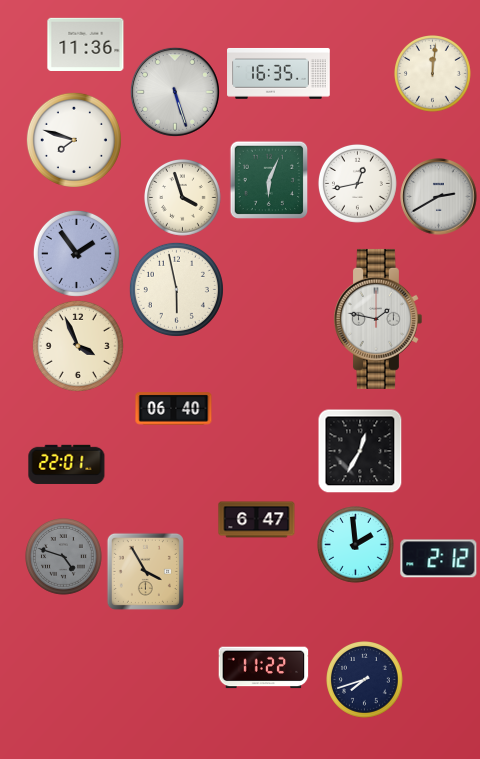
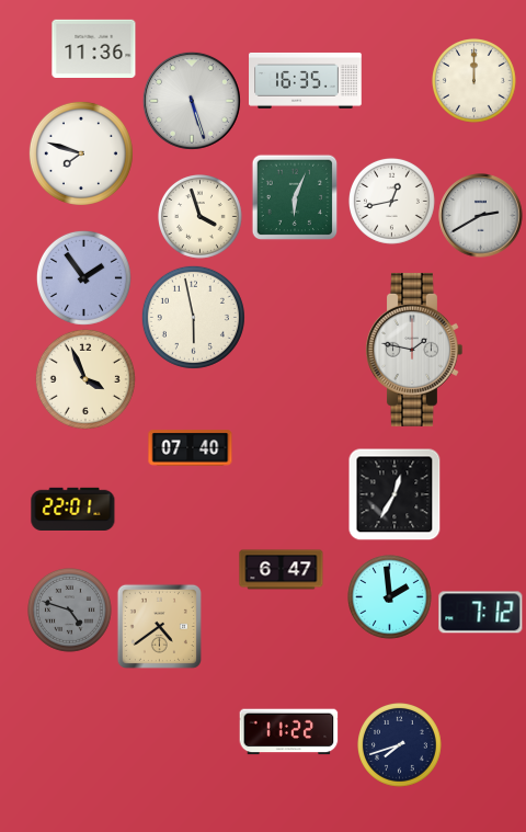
clock at (433, 74): 12:01 -> 12:00
clock at (174, 409): 06:40 -> 07:40
clock at (439, 559): 2:12 -> 7:12
clock at (145, 571): 3:55 -> 4:39
